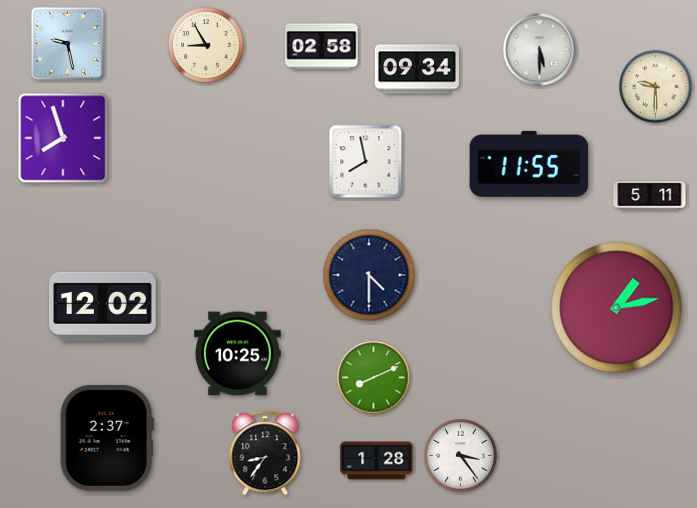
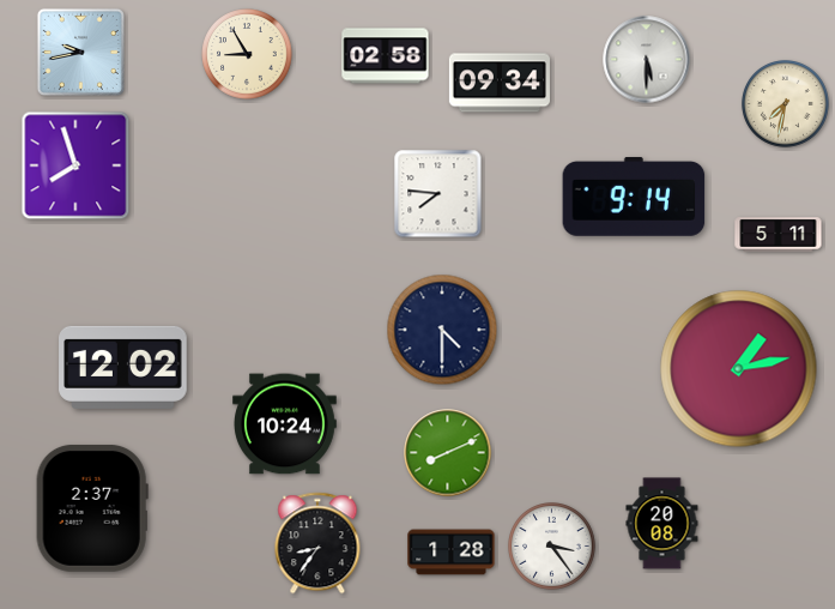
clock at (67, 43): 9:28 -> 9:43
clock at (656, 87): 9:30 -> 7:32
clock at (366, 162): 7:58 -> 7:46
clock at (529, 164): 11:55 -> 9:14
clock at (238, 354): 10:25 -> 10:24
clock at (662, 524): none -> 20:08
clock at (107, 438) position: (107, 438) -> (92, 508)
